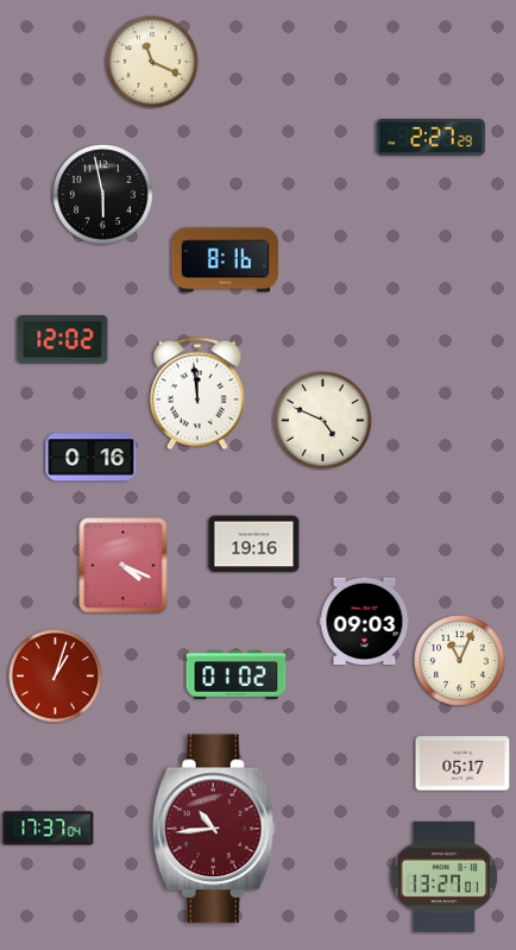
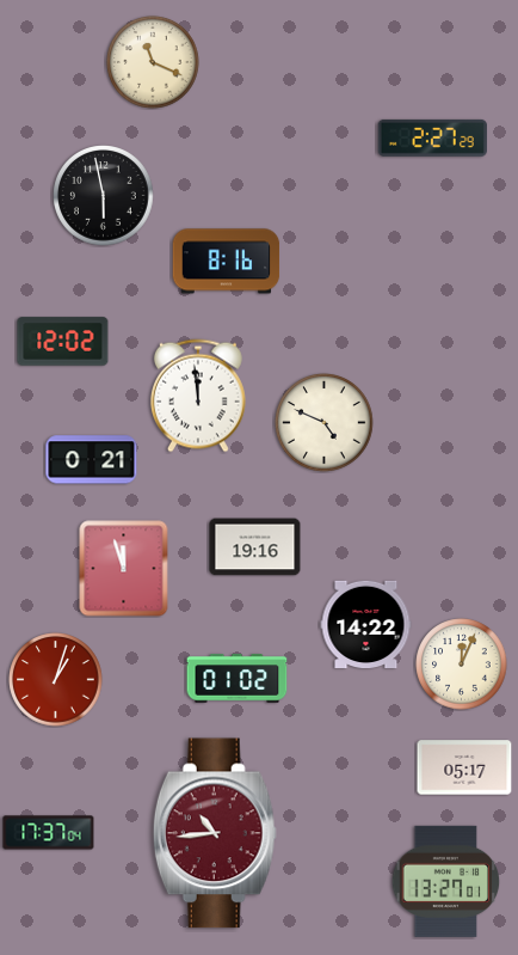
clock at (92, 458): 0:16 -> 0:21
clock at (124, 566): 4:19 -> 11:57
clock at (365, 622): 09:03 -> 14:22
clock at (460, 661): 11:04 -> 12:04
